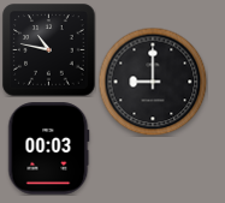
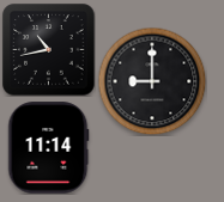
clock at (49, 50): 10:47 -> 10:43
clock at (49, 149): 00:03 -> 11:14
